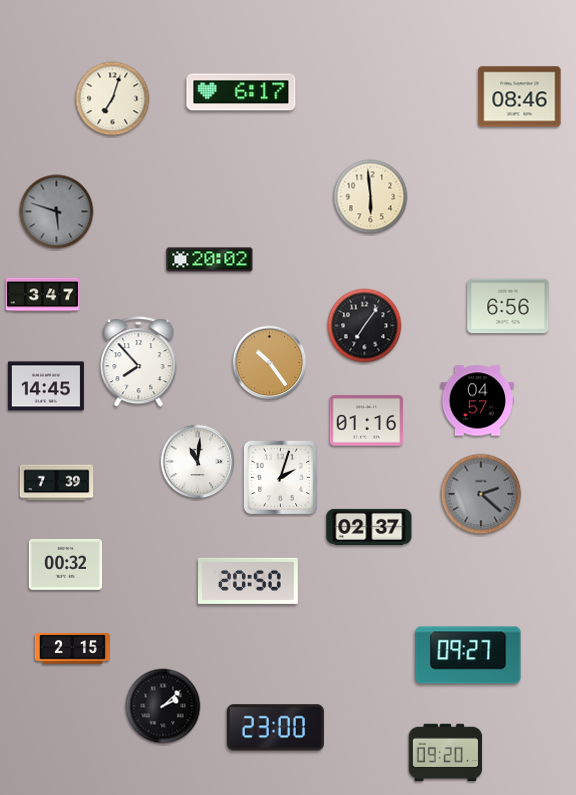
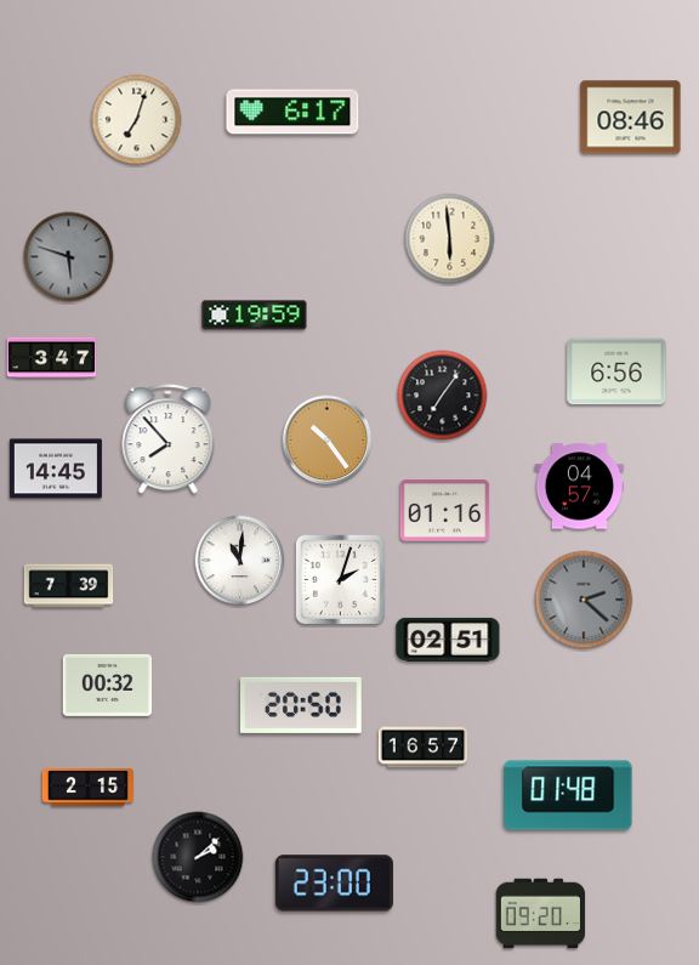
clock at (210, 260): 20:02 -> 19:59
clock at (369, 527): 02:37 -> 02:51
clock at (66, 564) position: (66, 564) -> (108, 685)
clock at (424, 748): none -> 16:57
clock at (468, 655): 09:27 -> 01:48
